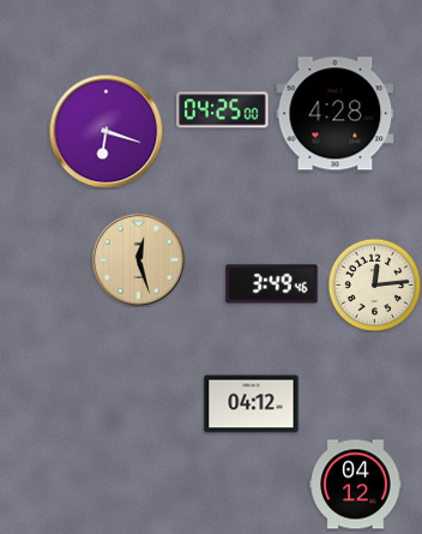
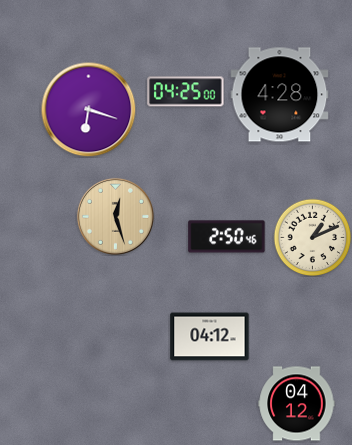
clock at (272, 284): 3:49 -> 2:50
clock at (374, 284): 12:14 -> 1:11
